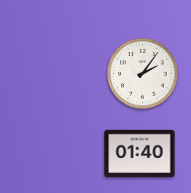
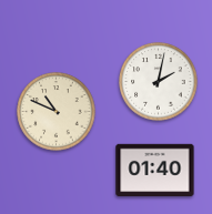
clock at (143, 74): 2:06 -> 2:02
clock at (57, 112): none -> 10:49
